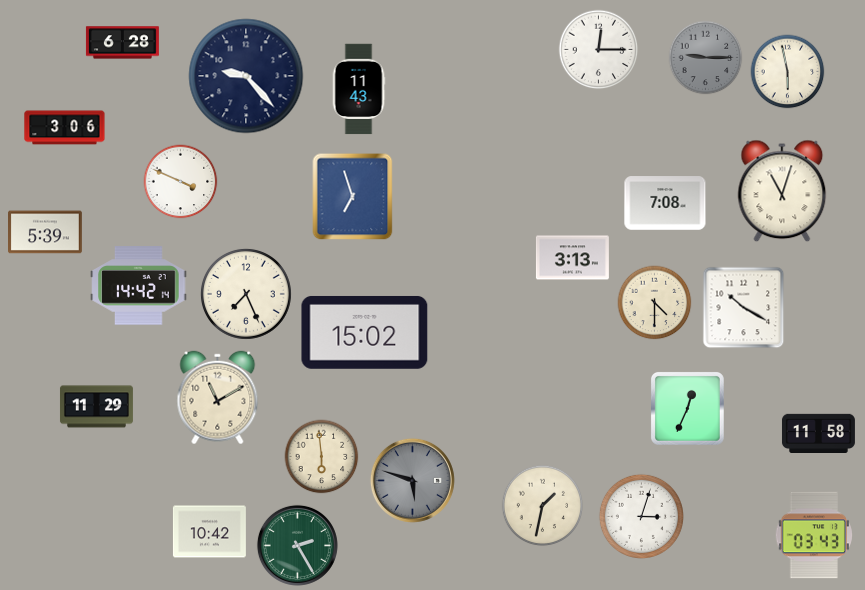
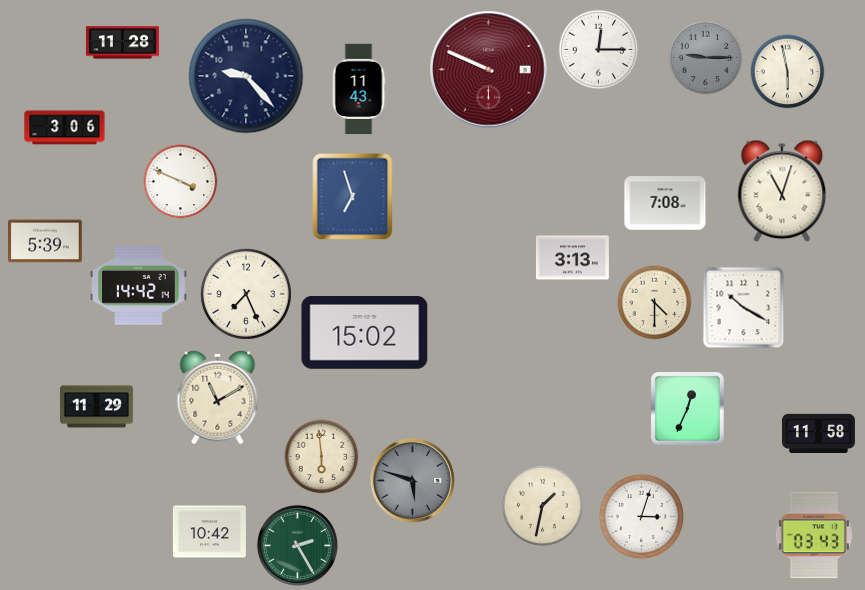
clock at (122, 43): 6:28 -> 11:28
clock at (489, 70): none -> 9:49
clock at (46, 232) position: (46, 232) -> (46, 241)
